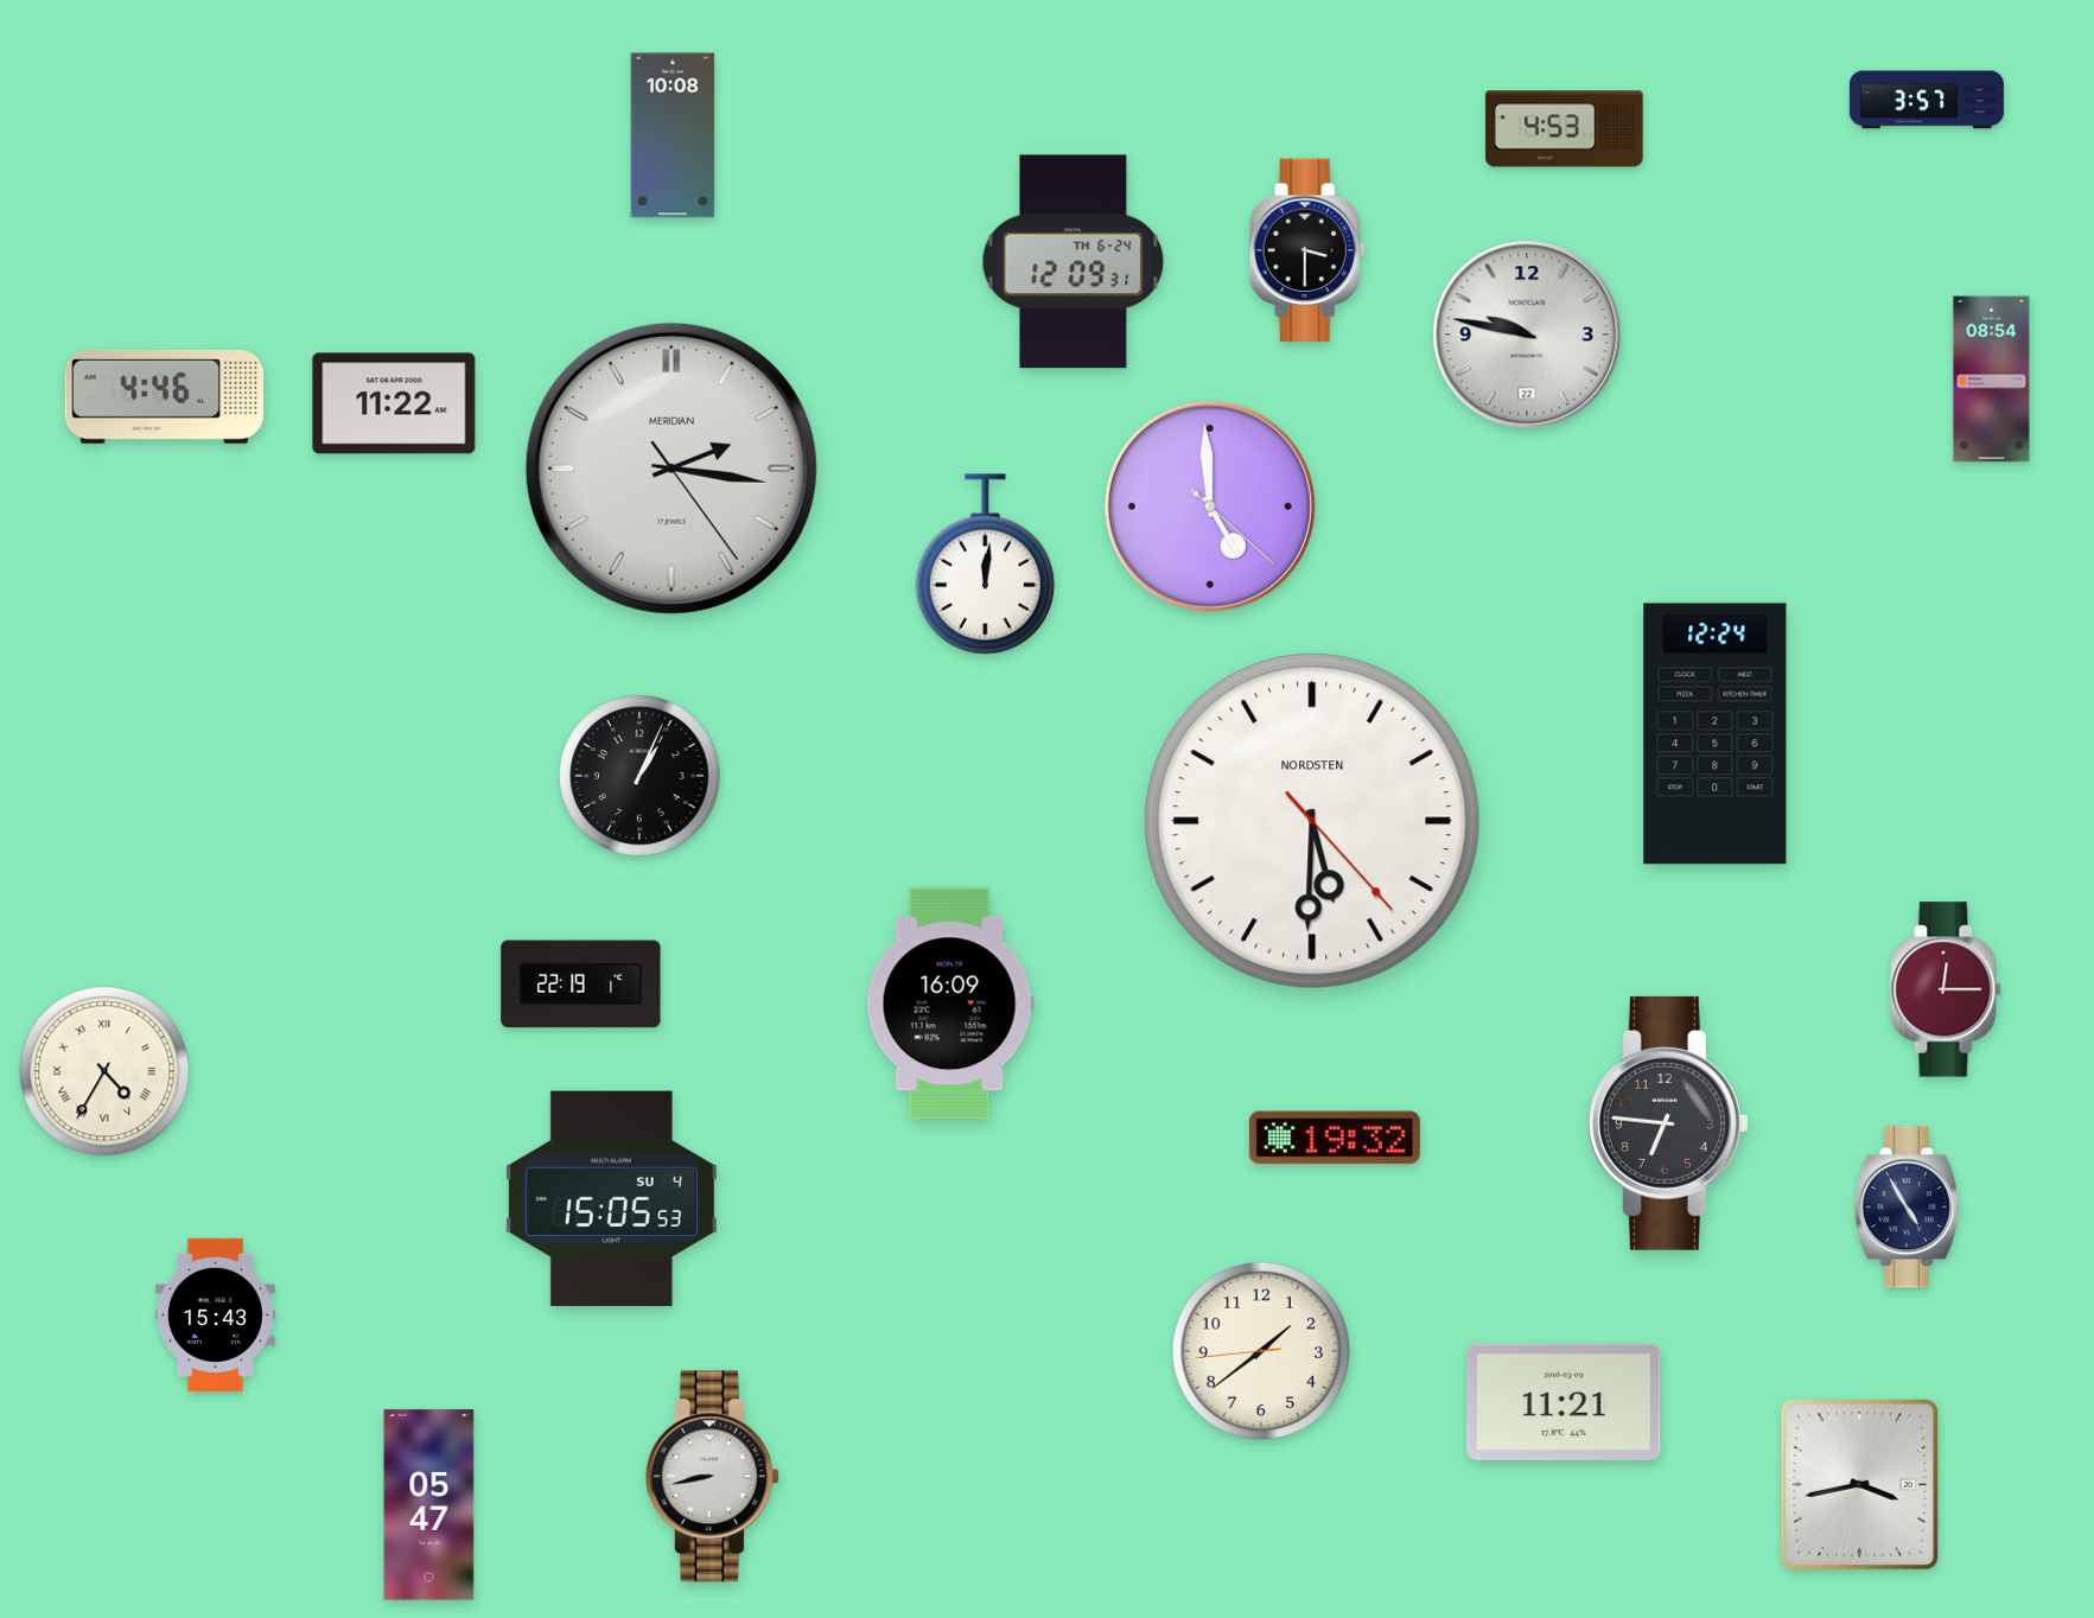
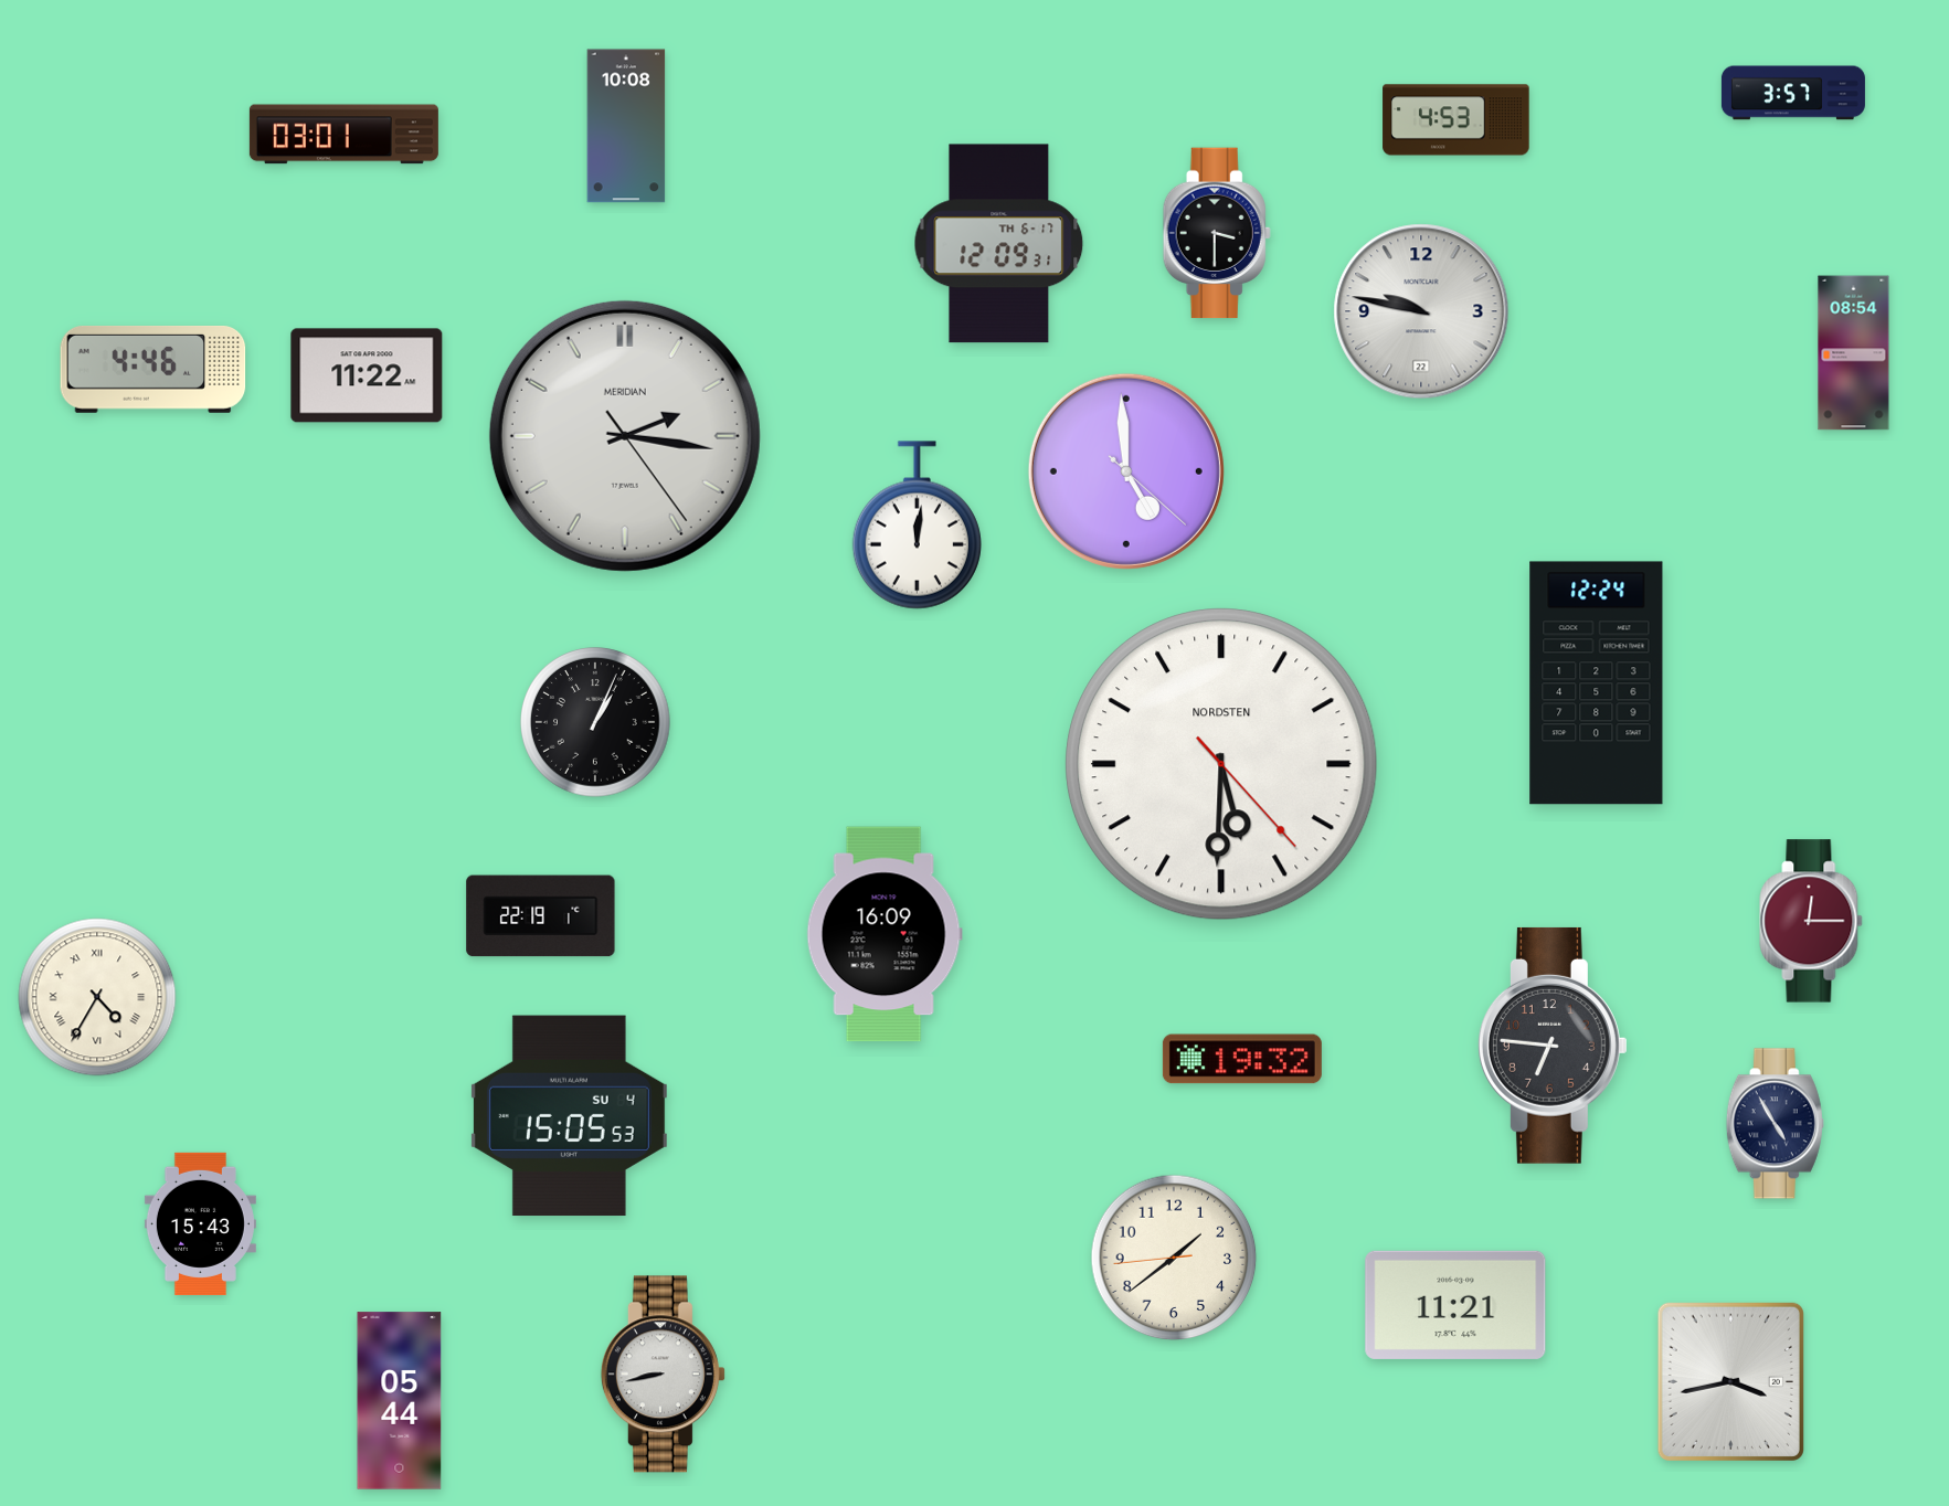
clock at (343, 135): none -> 03:01
clock at (1074, 262) date: TH 6-24 -> TH 6-17
clock at (429, 1505): 05:47 -> 05:44
